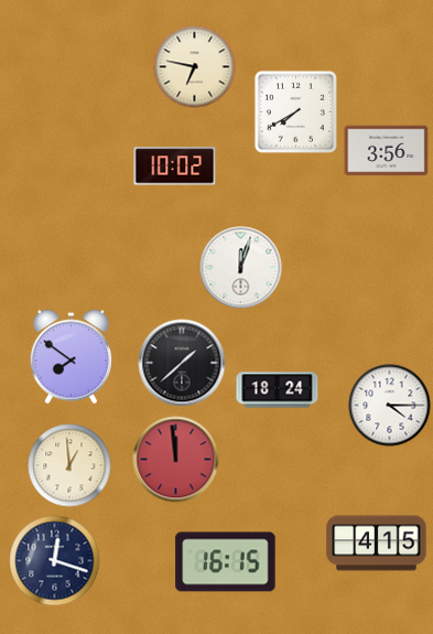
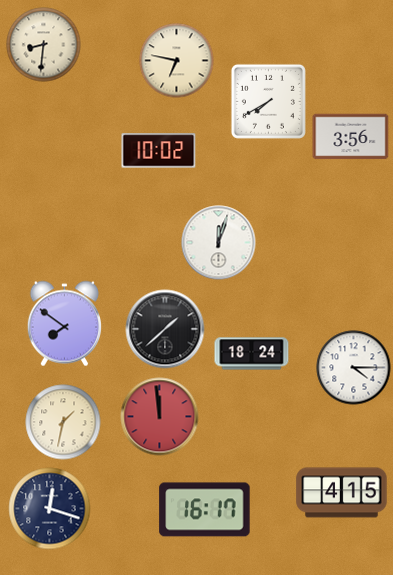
clock at (44, 45): none -> 8:31
clock at (69, 465): 12:59 -> 1:32
clock at (226, 562): 16:15 -> 16:17
